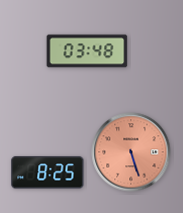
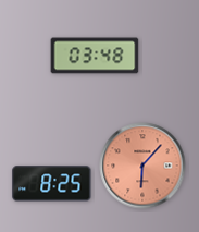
clock at (131, 152): 5:27 -> 6:07
clock at (48, 173) position: (48, 173) -> (52, 184)
